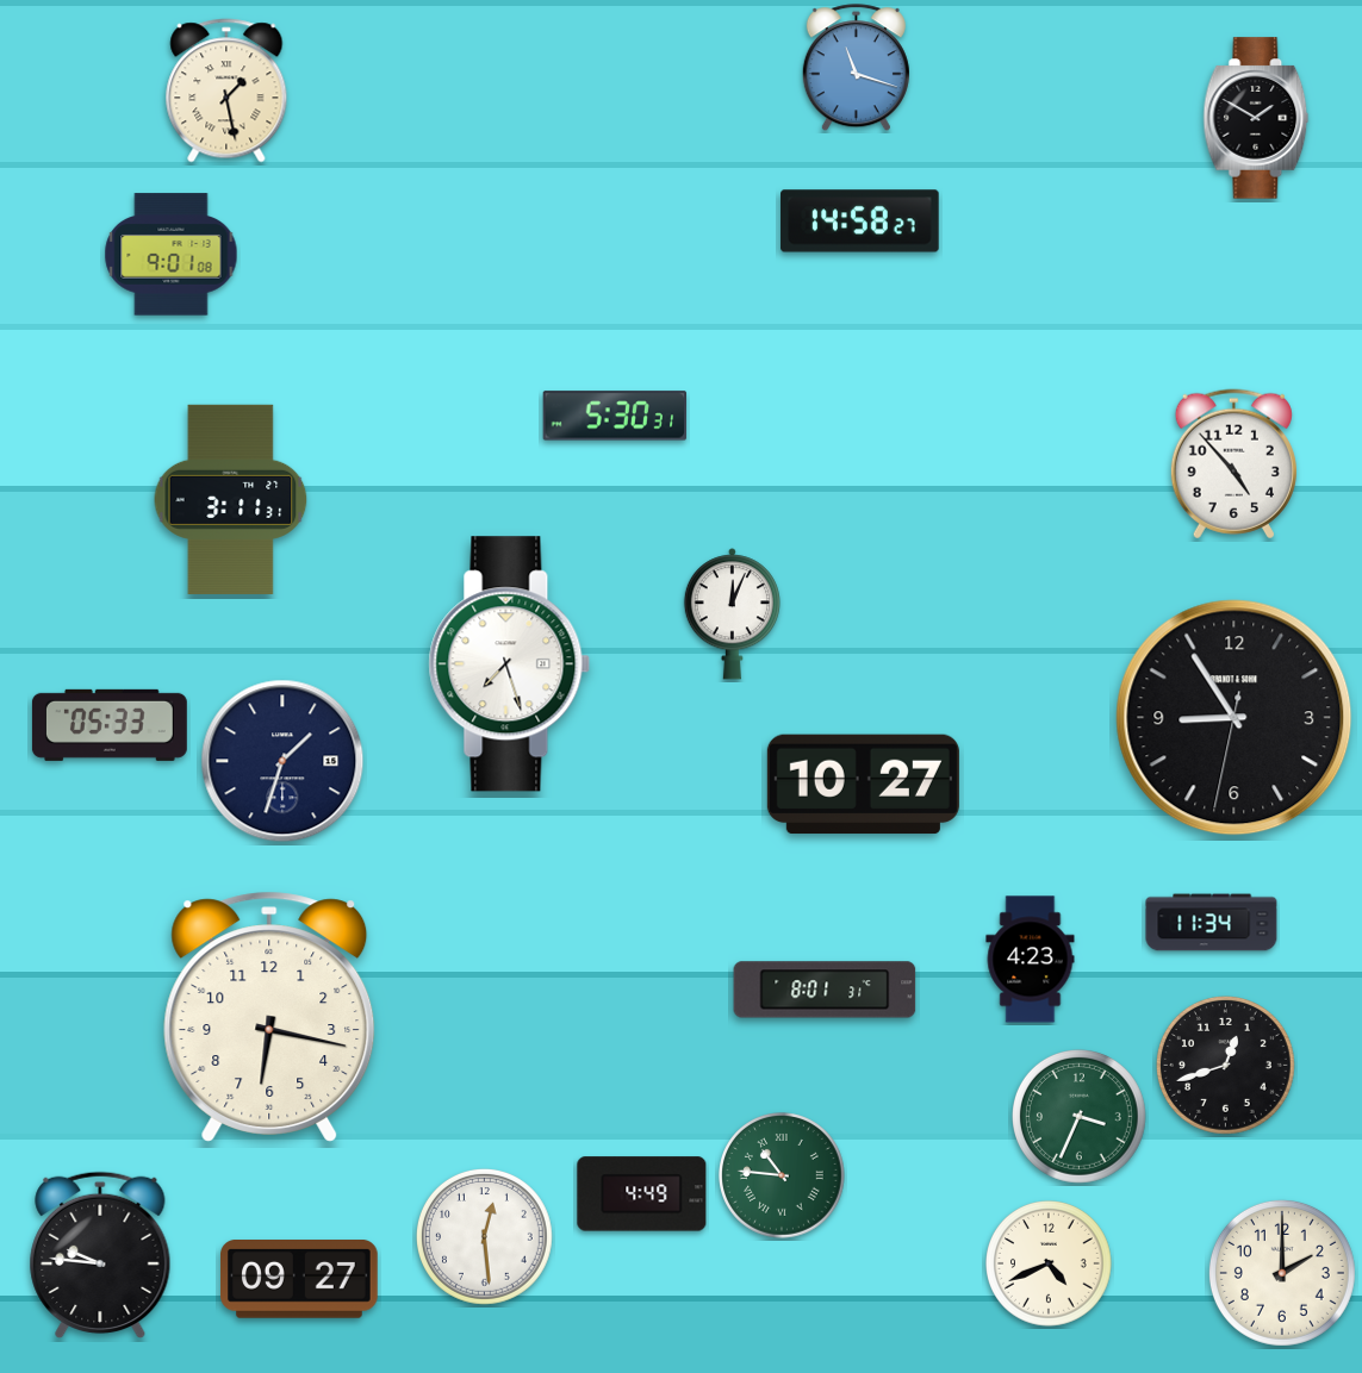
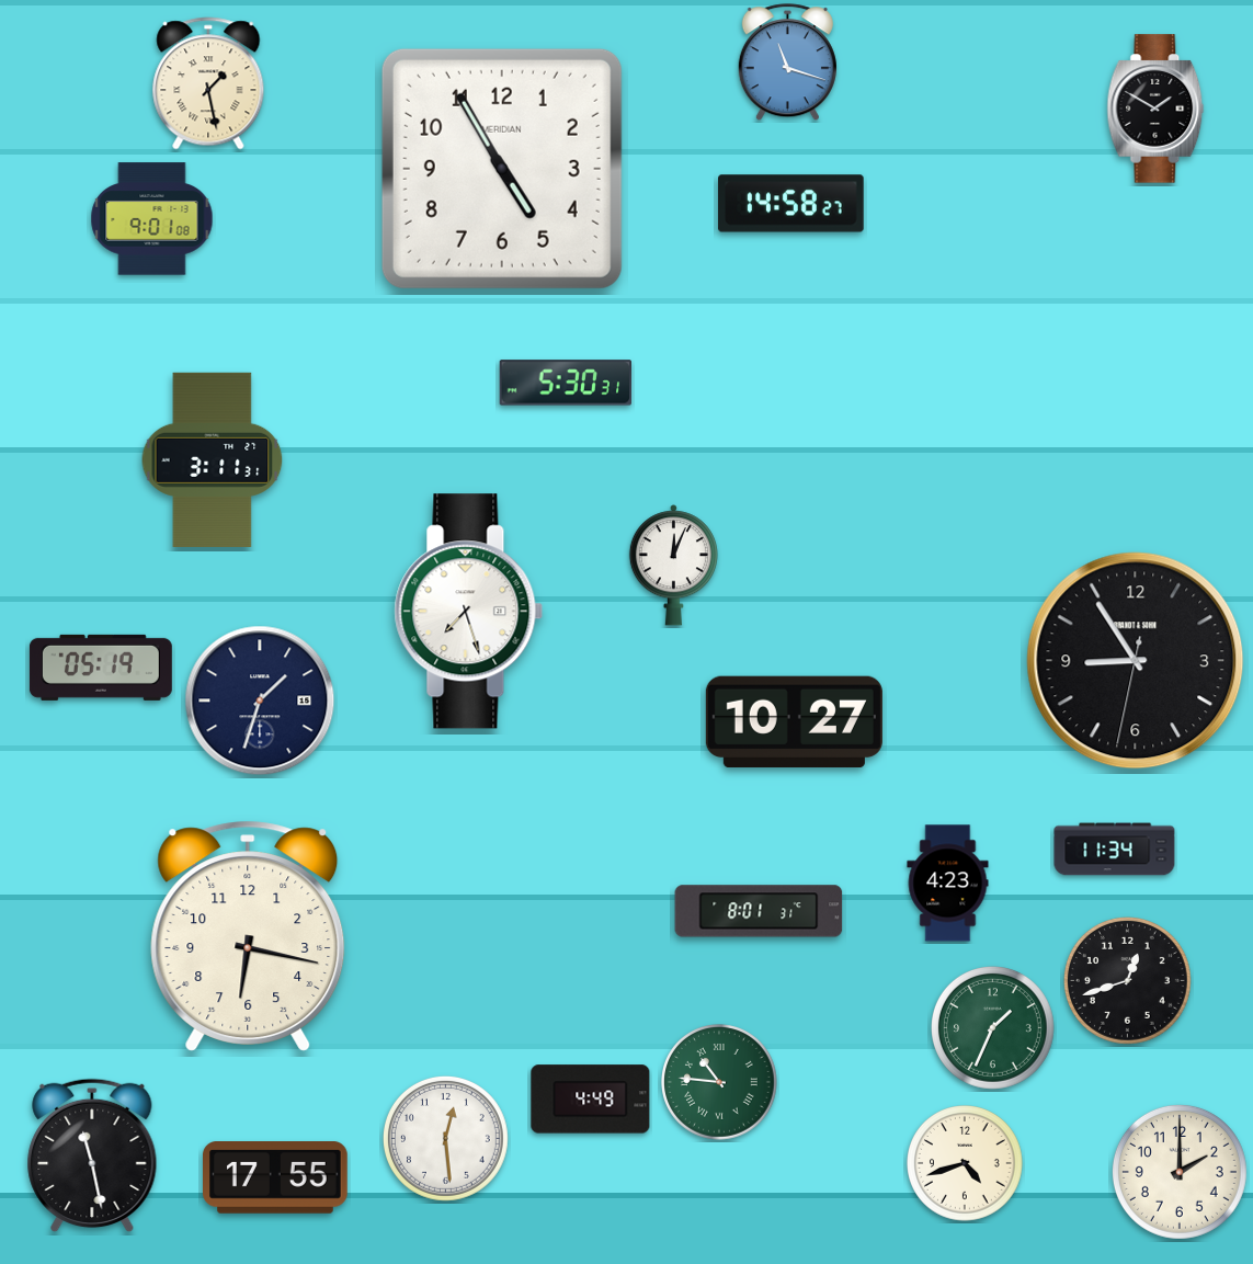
clock at (502, 169): none -> 4:55
clock at (172, 255) position: (172, 255) -> (152, 219)
clock at (1233, 464): 4:53 -> none
clock at (110, 725): 05:33 -> 05:19
clock at (1080, 1117): 3:34 -> 1:34
clock at (100, 1255): 9:46 -> 11:28
clock at (1049, 1263): 4:41 -> 4:42
clock at (300, 1280): 09:27 -> 17:55
